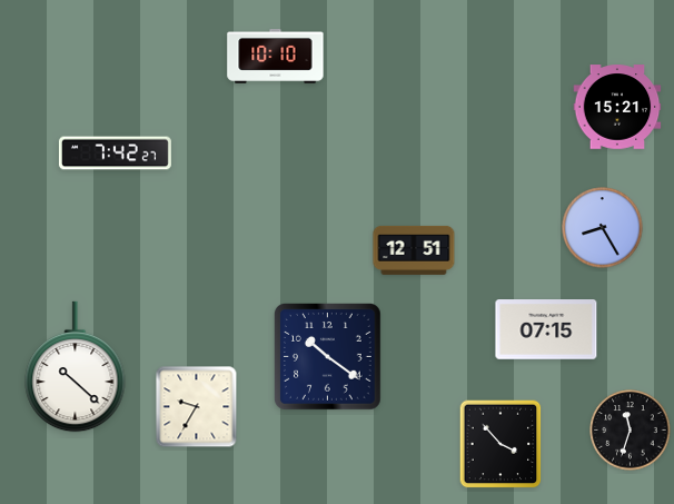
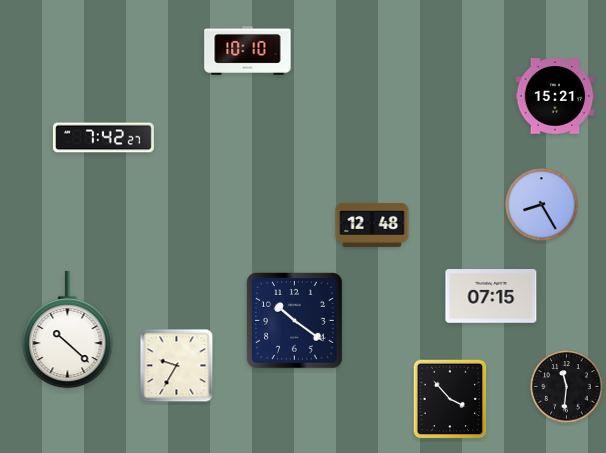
clock at (414, 250): 12:51 -> 12:48
clock at (631, 431): 11:33 -> 11:31
